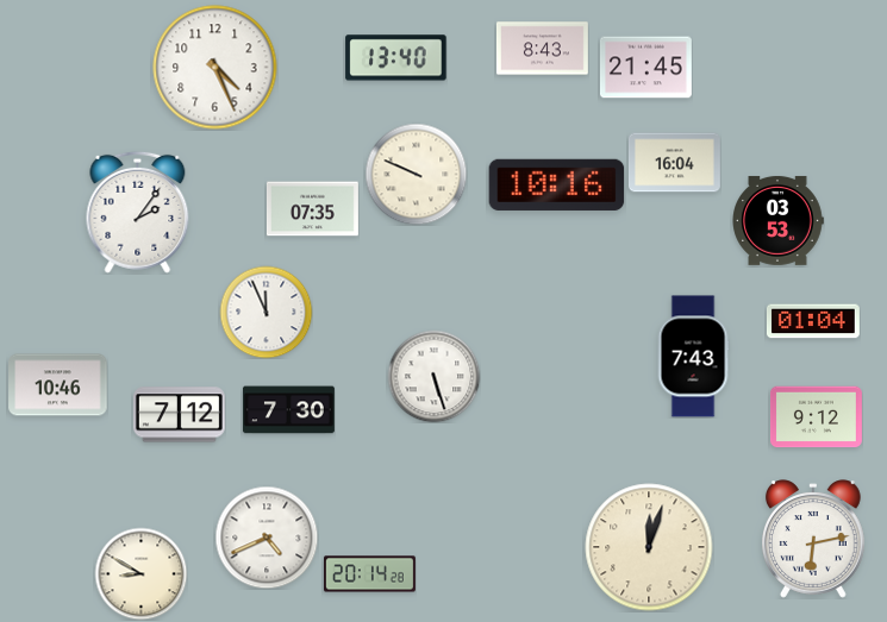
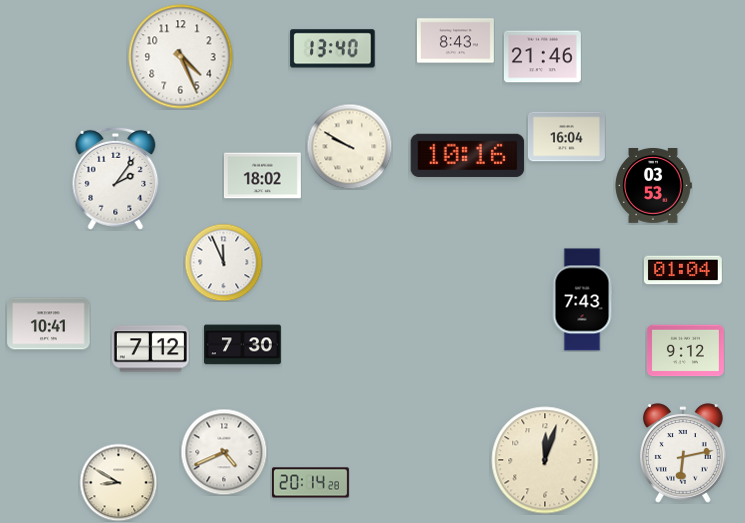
clock at (645, 68): 21:45 -> 21:46
clock at (416, 174): 9:49 -> 9:50
clock at (312, 209): 07:35 -> 18:02
clock at (433, 376): 5:27 -> none
clock at (58, 385): 10:46 -> 10:41
